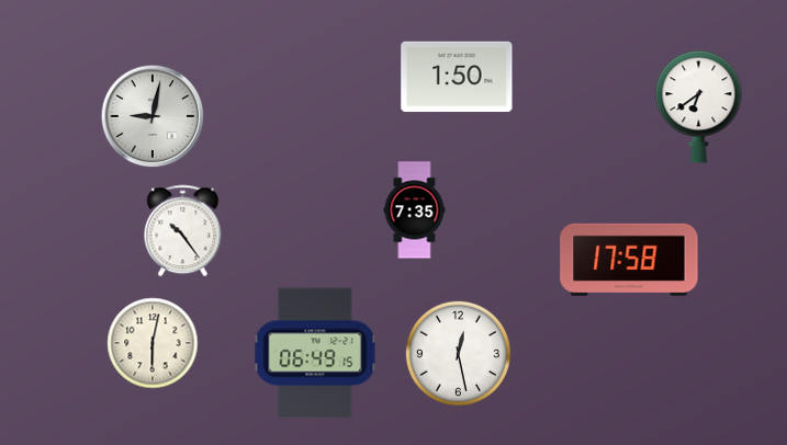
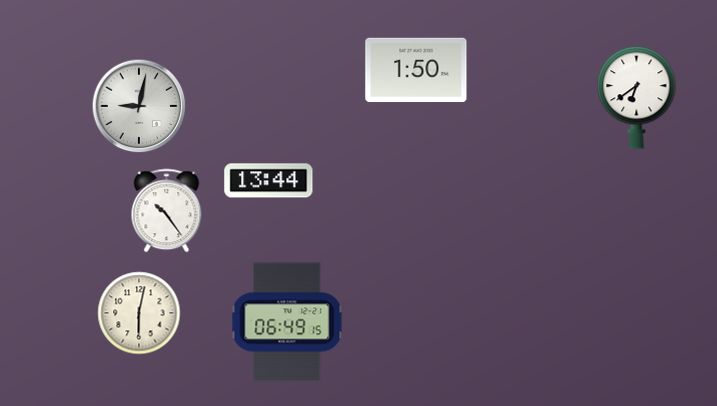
clock at (269, 181): none -> 13:44
clock at (415, 210): 7:35 -> none
clock at (629, 260): 17:58 -> none
clock at (458, 353): 12:28 -> none
